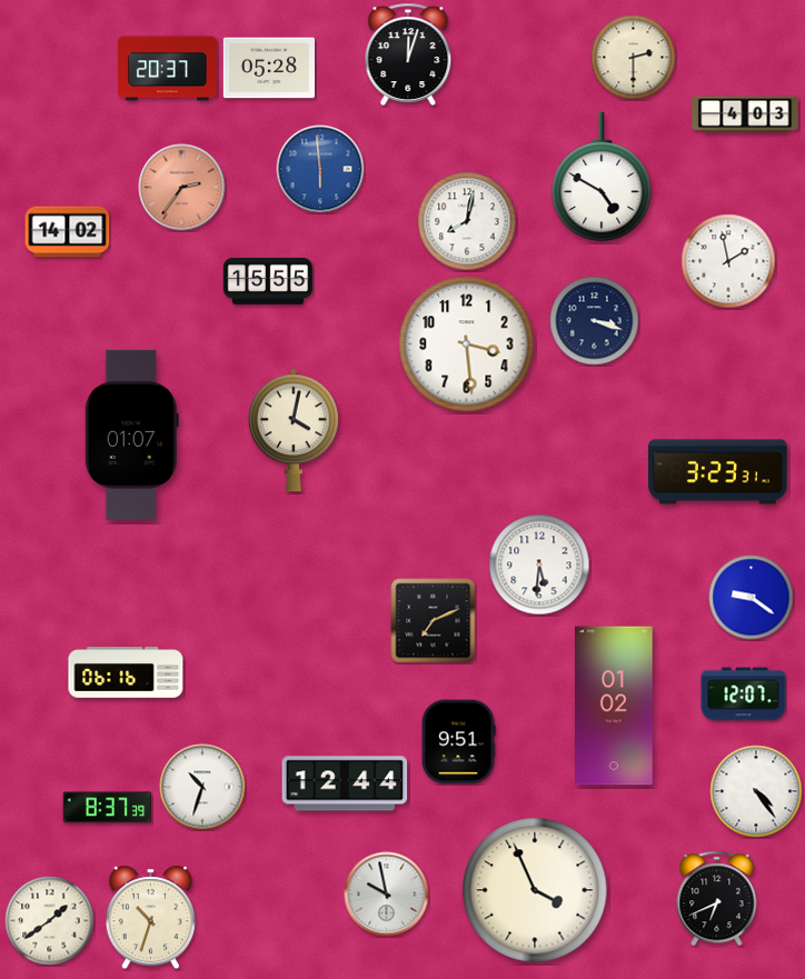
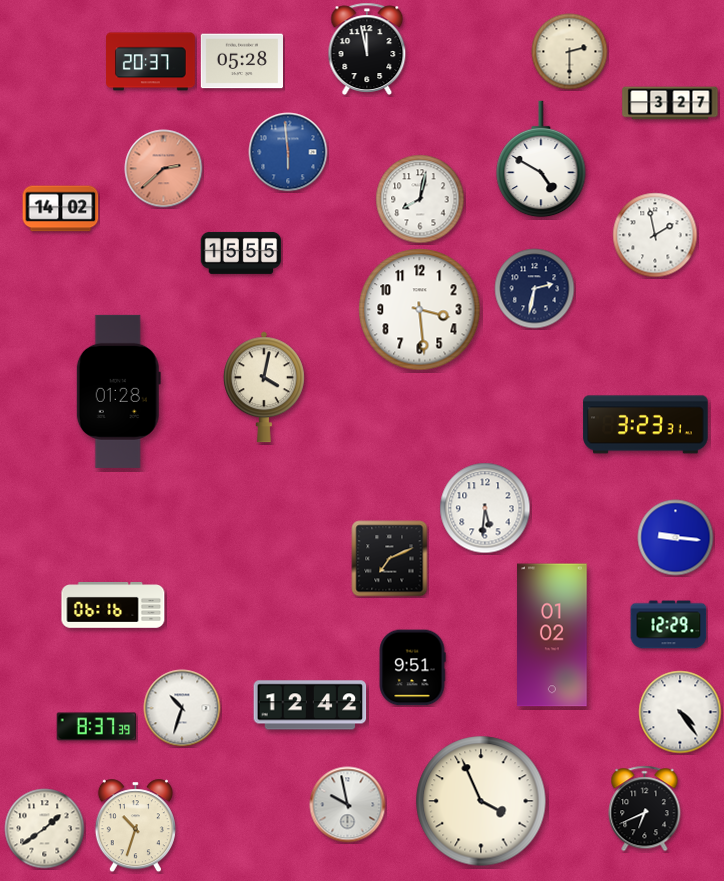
clock at (408, 54): 12:03 -> 11:58
clock at (745, 114): 4:03 -> 3:27
clock at (182, 188): 2:36 -> 2:38
clock at (595, 321): 3:18 -> 2:32
clock at (131, 434): 01:07 -> 01:28
clock at (752, 598): 9:21 -> 9:16
clock at (744, 695): 12:07 -> 12:29
clock at (345, 783): 12:44 -> 12:42
